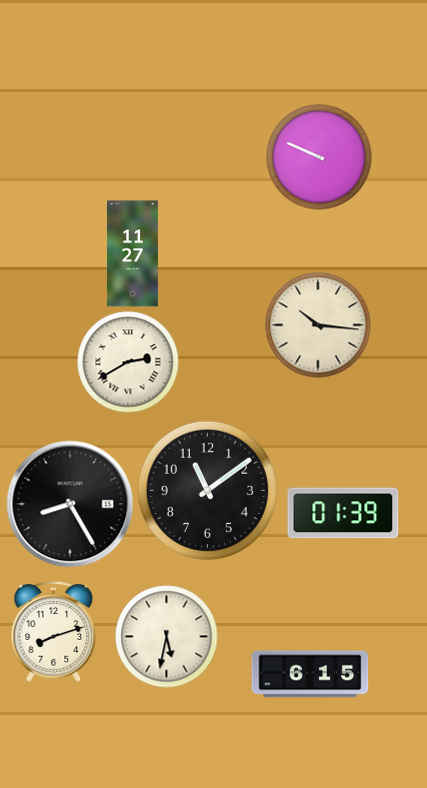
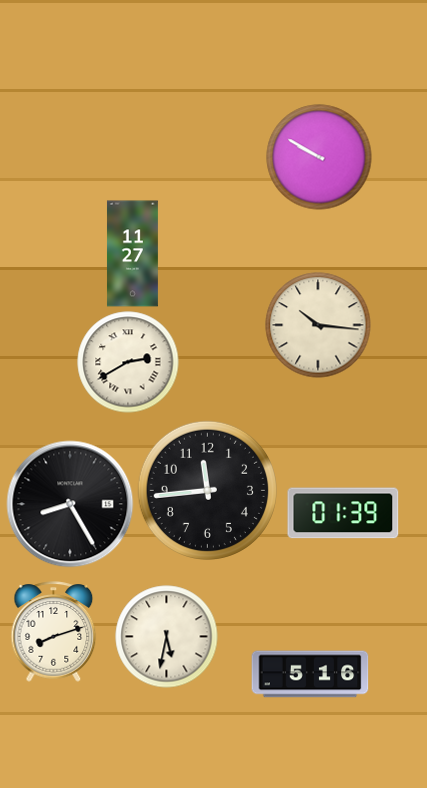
clock at (319, 157): 9:49 -> 9:50
clock at (207, 490): 11:09 -> 11:44
clock at (310, 674): 6:15 -> 5:16
